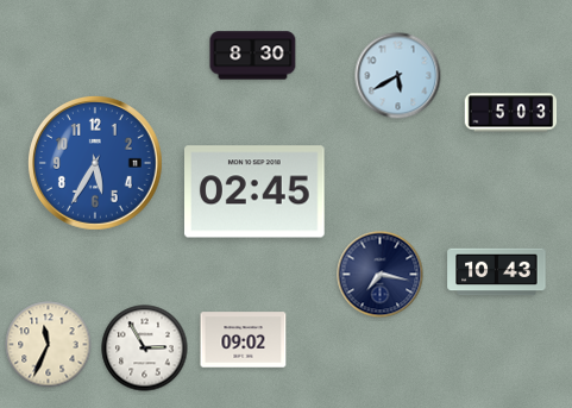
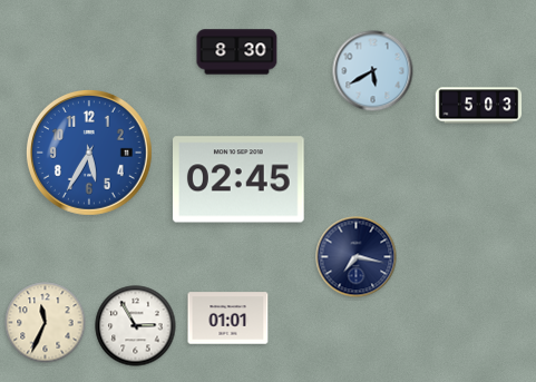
clock at (497, 272): 10:43 -> none
clock at (244, 340): 09:02 -> 01:01
